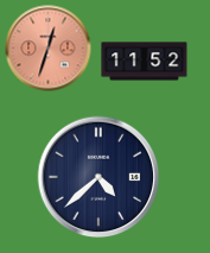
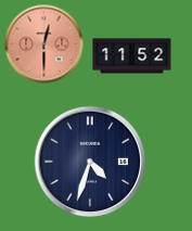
clock at (49, 49): 12:33 -> 12:30
clock at (98, 177): 4:38 -> 4:33
